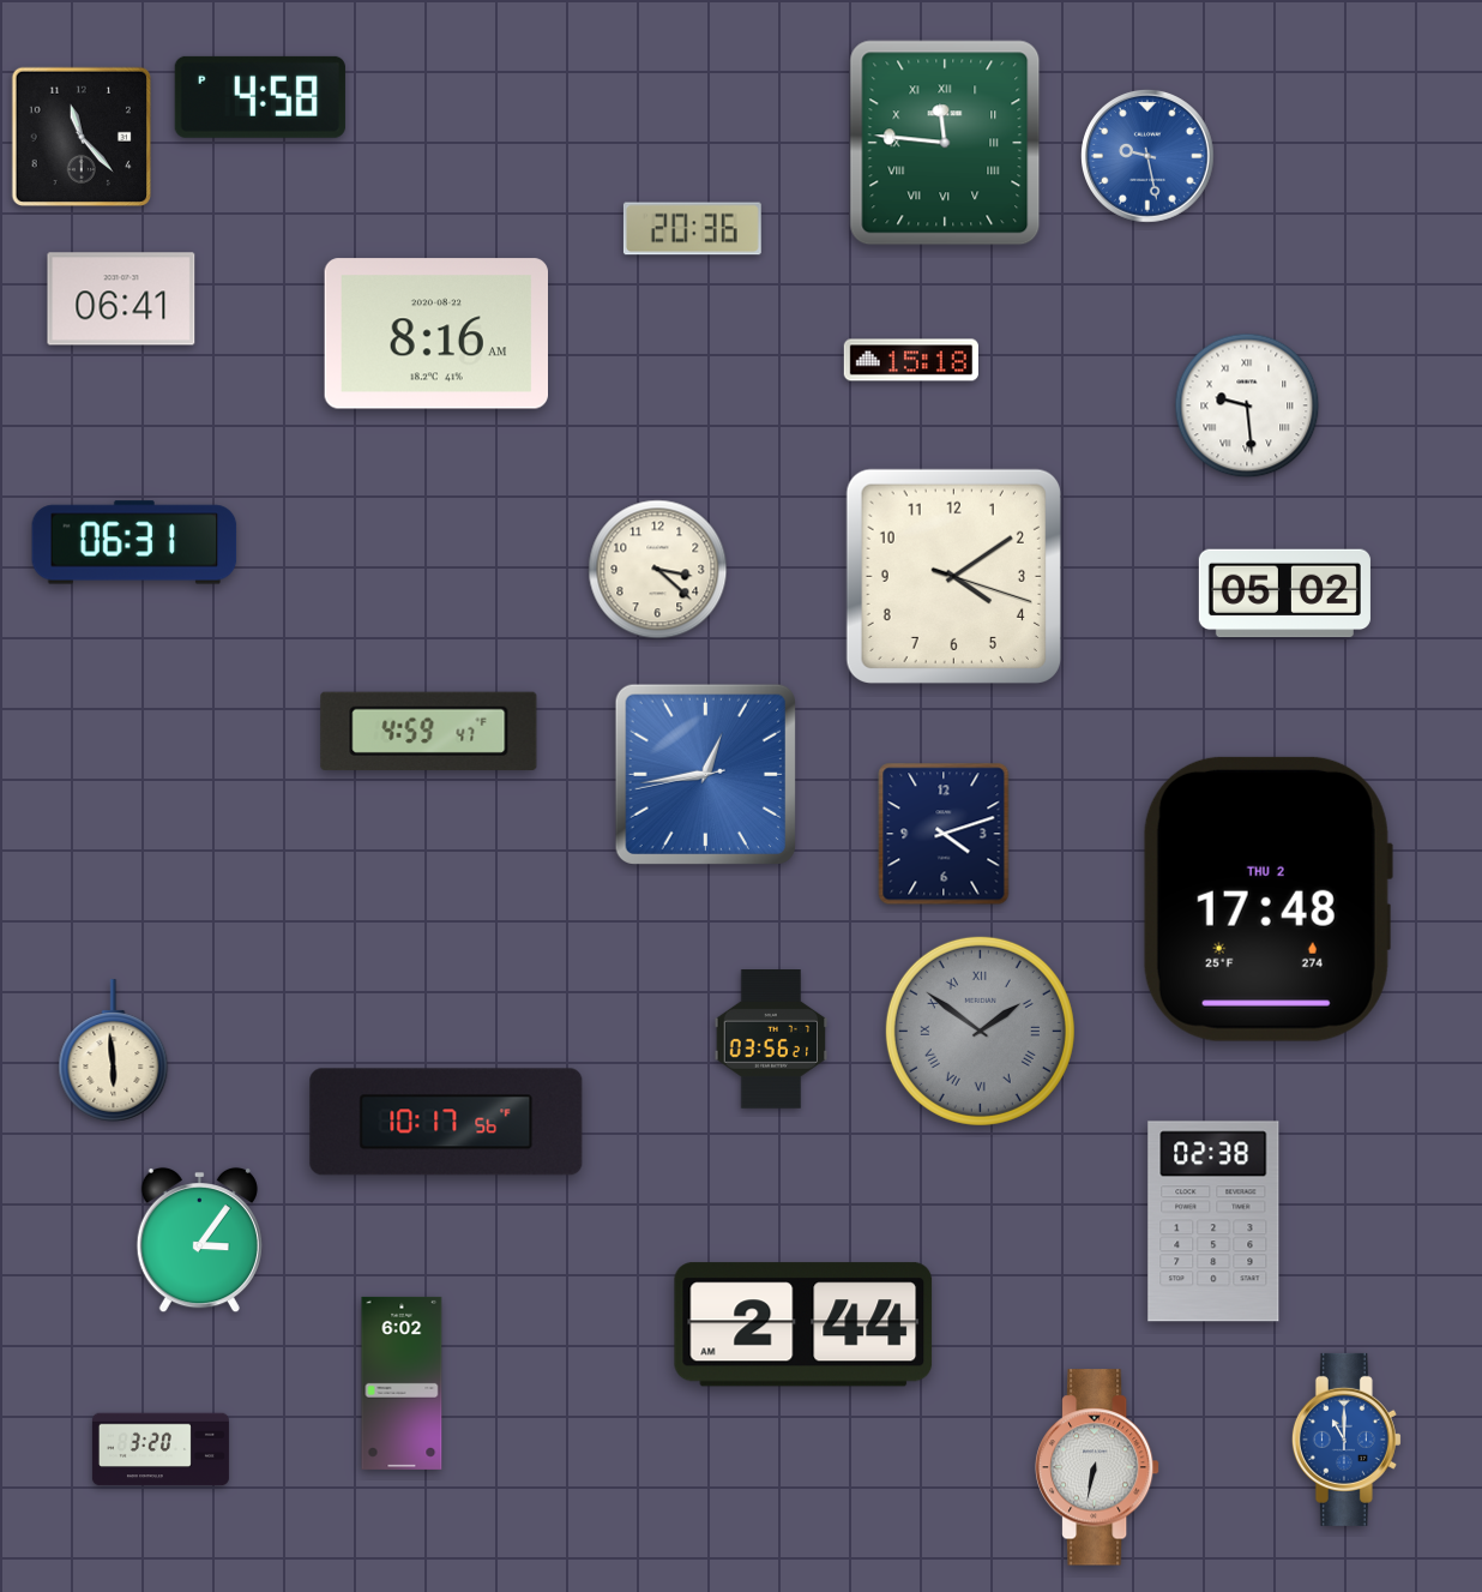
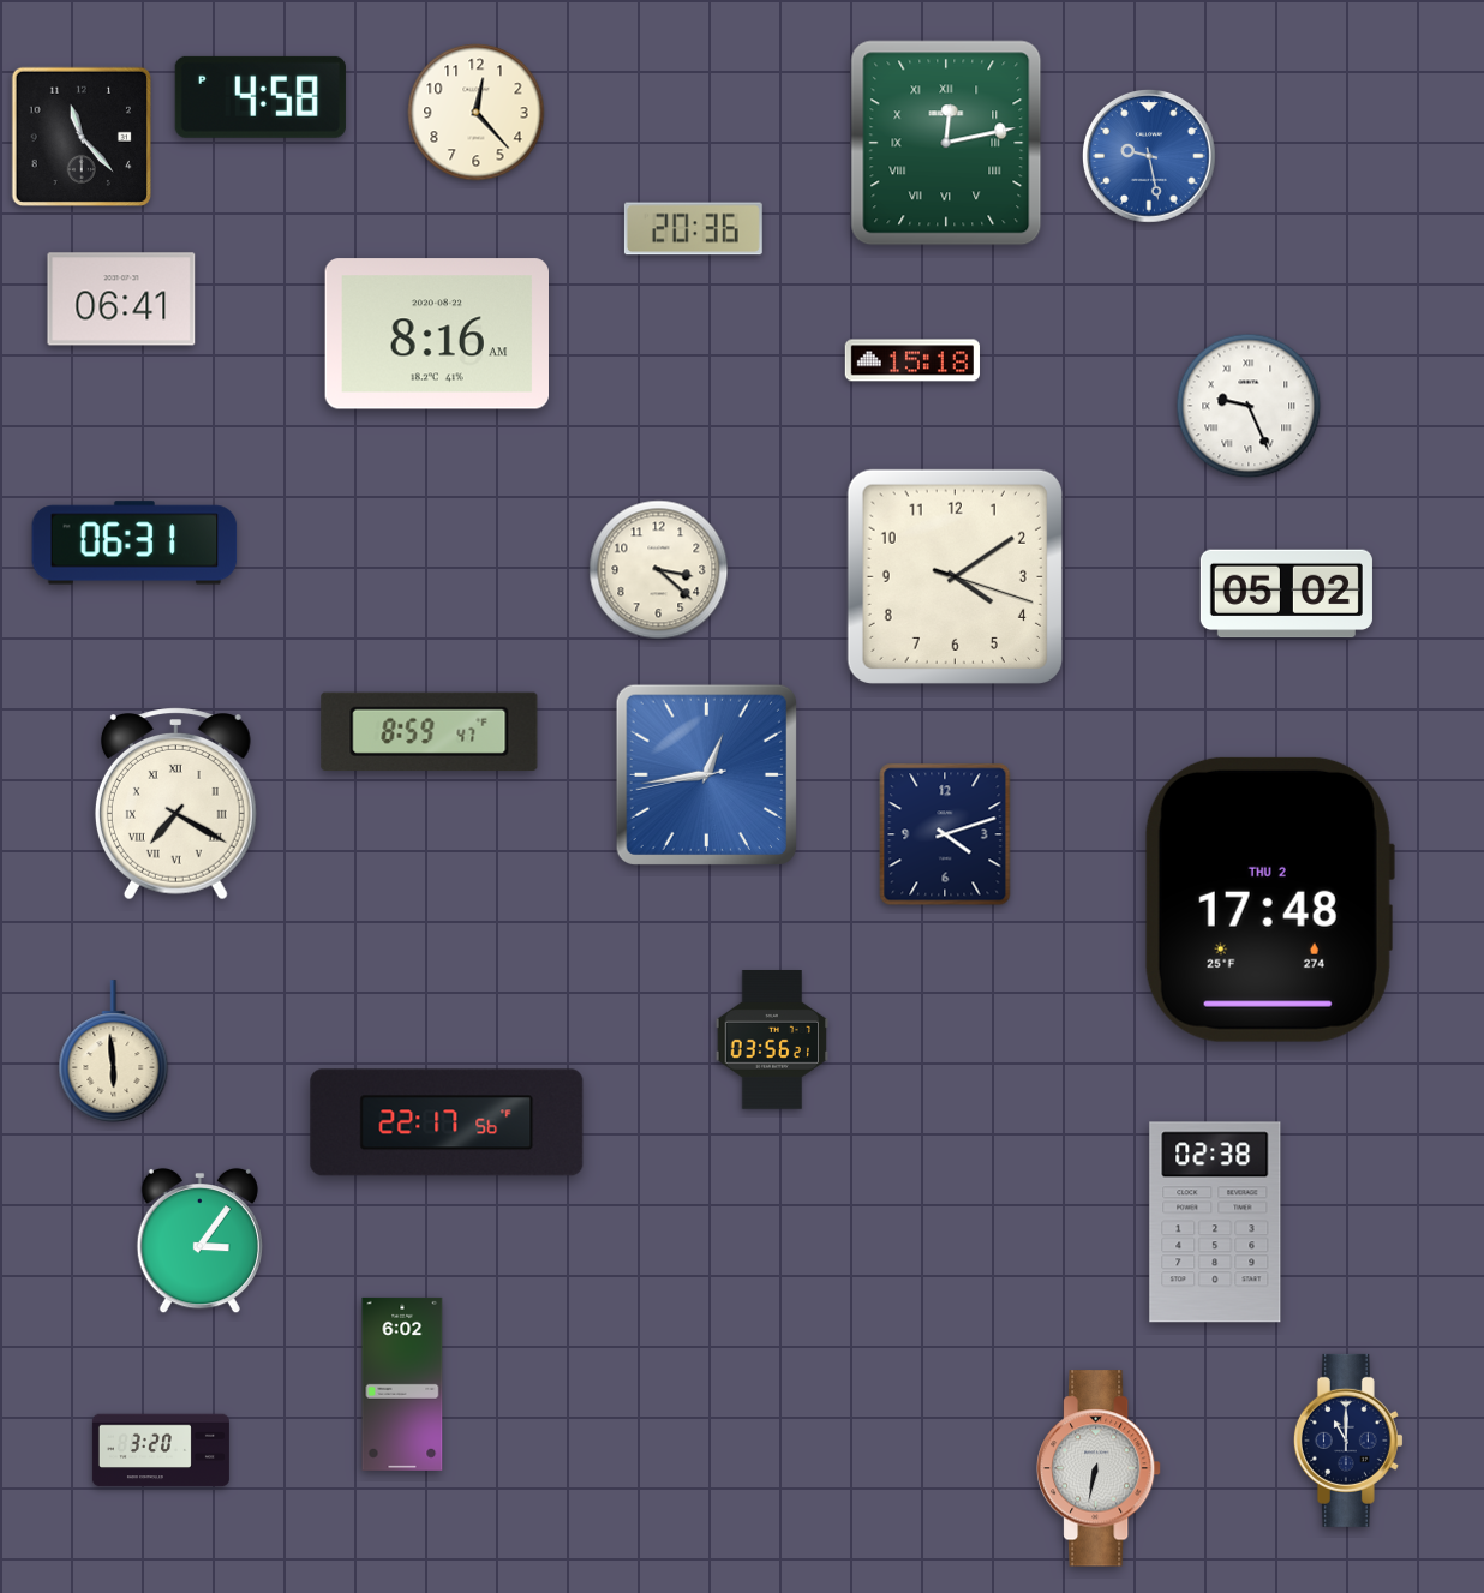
clock at (477, 113): none -> 12:23
clock at (945, 143): 11:46 -> 12:13
clock at (1247, 405): 9:29 -> 9:26
clock at (429, 731): 4:59 -> 8:59
clock at (175, 804): none -> 7:20
clock at (980, 1031): 1:51 -> none
clock at (446, 1122): 10:17 -> 22:17
clock at (803, 1324): 2:44 -> none
clock at (1347, 1440) dial: blue -> navy
